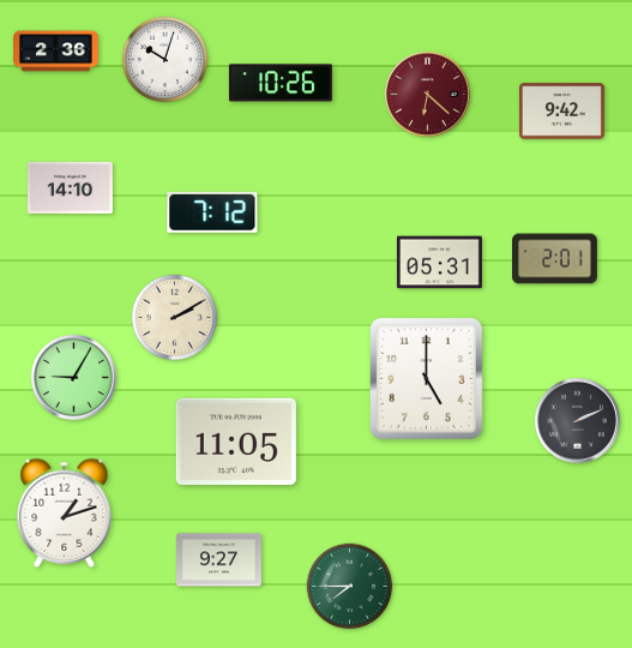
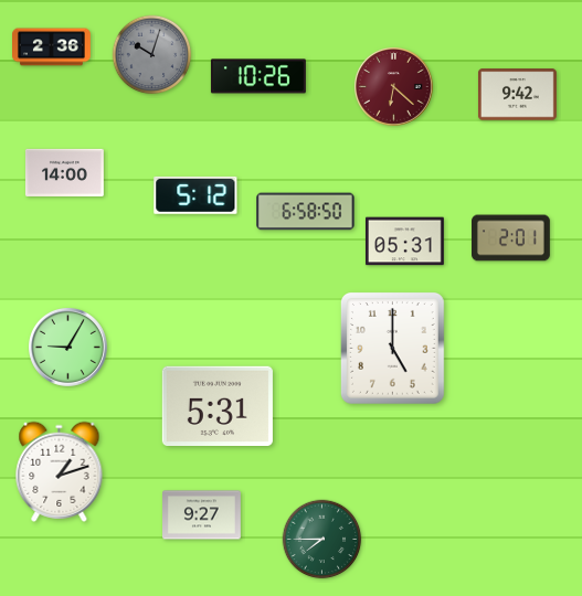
clock at (165, 60) dial: white -> grey
clock at (561, 112) position: (561, 112) -> (517, 95)
clock at (71, 187): 14:10 -> 14:00
clock at (212, 212): 7:12 -> 5:12
clock at (306, 212): none -> 6:58
clock at (175, 318): 2:10 -> none
clock at (578, 421): 2:11 -> none
clock at (236, 440): 11:05 -> 5:31
